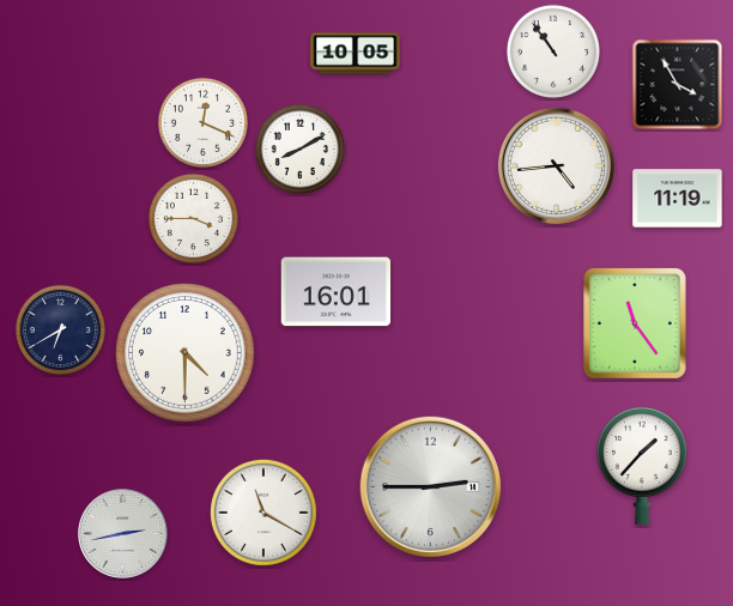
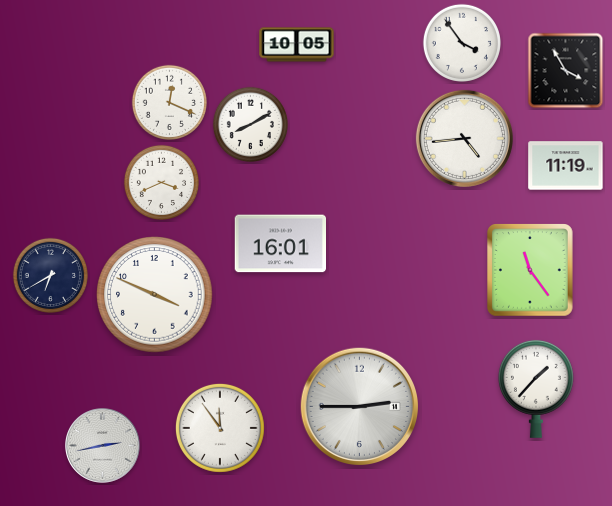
clock at (553, 51): 10:54 -> 3:54
clock at (193, 218): 3:45 -> 3:41
clock at (186, 353): 4:30 -> 3:49
clock at (263, 513): 11:20 -> 11:54
